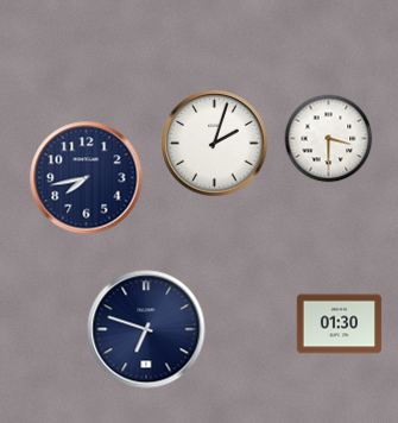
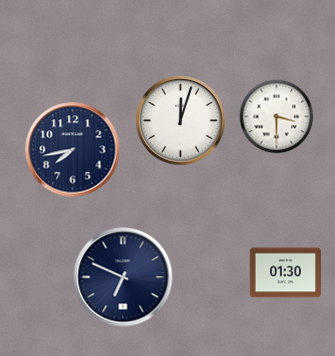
clock at (215, 144): 2:03 -> 12:03
clock at (146, 329): 6:48 -> 6:49
